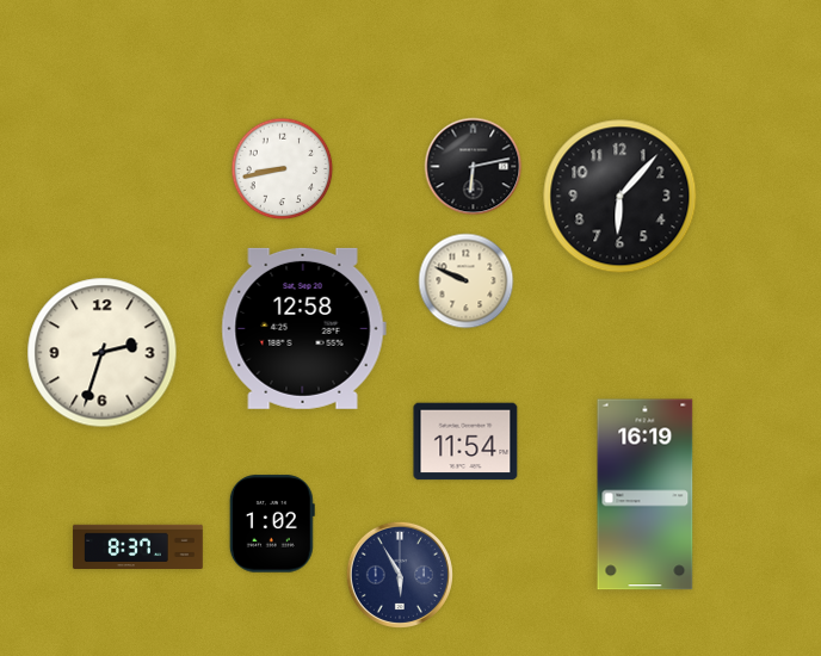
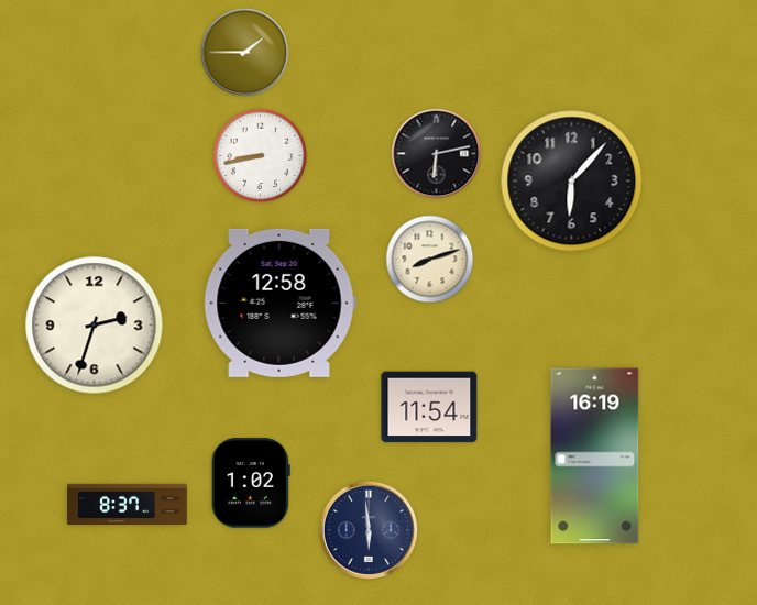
clock at (245, 53): none -> 1:45
clock at (467, 281): 9:49 -> 8:12
clock at (400, 575): 5:55 -> 5:59
